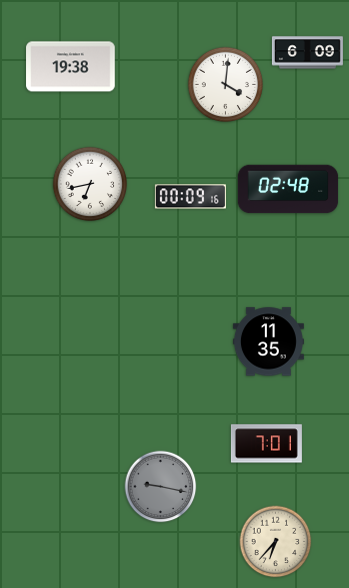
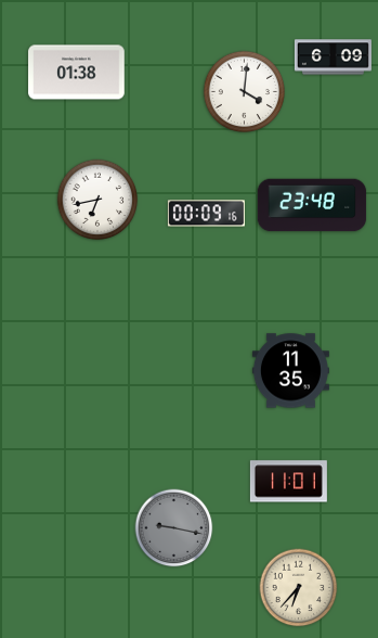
clock at (71, 67): 19:38 -> 01:38
clock at (288, 189): 02:48 -> 23:48
clock at (266, 444): 7:01 -> 11:01
